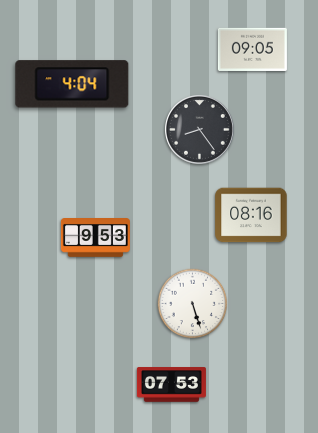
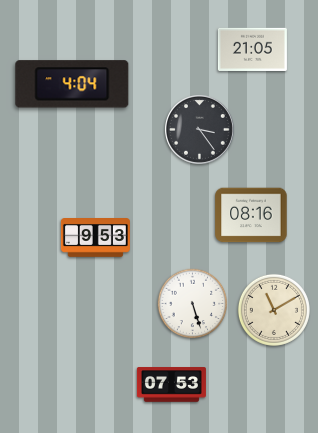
clock at (252, 49): 09:05 -> 21:05
clock at (200, 130): 8:24 -> 3:24
clock at (274, 310): none -> 11:10
